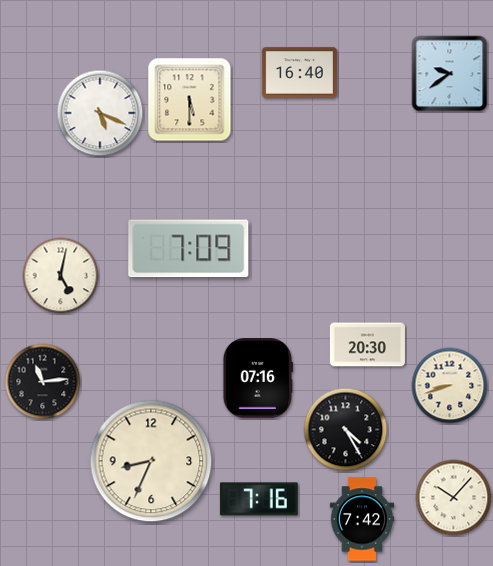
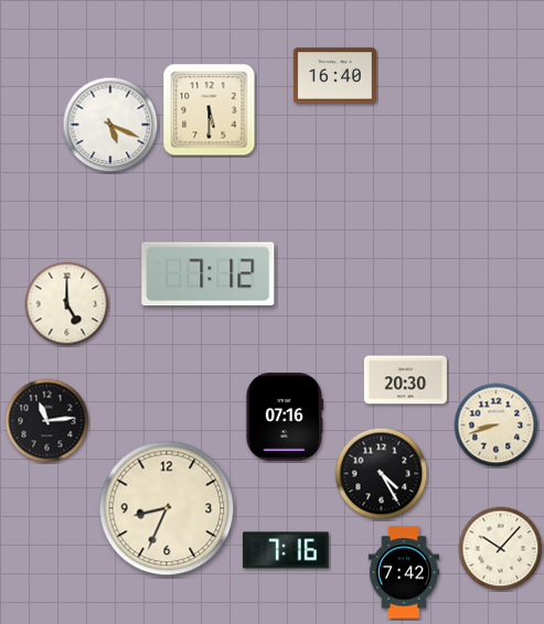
clock at (299, 73) position: (299, 73) -> (334, 76)
clock at (450, 74): 9:39 -> none
clock at (189, 249): 7:09 -> 7:12
clock at (61, 276): 5:02 -> 5:00
clock at (362, 519) position: (362, 519) -> (404, 572)
